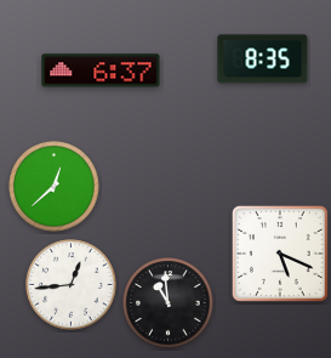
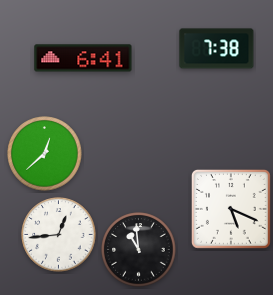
clock at (263, 59): 8:35 -> 7:38
clock at (101, 70): 6:37 -> 6:41
